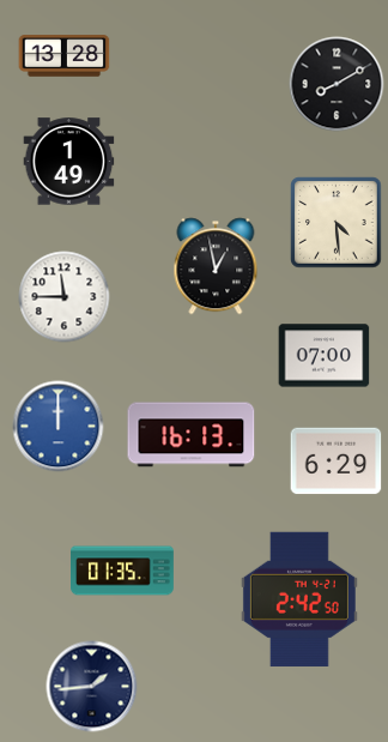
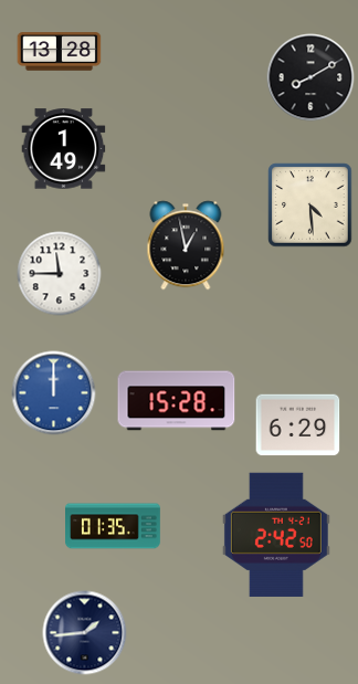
clock at (216, 266) position: (216, 266) -> (186, 245)
clock at (325, 356): 07:00 -> none
clock at (192, 435): 16:13 -> 15:28
clock at (337, 462) position: (337, 462) -> (298, 425)
clock at (299, 599) position: (299, 599) -> (276, 535)
